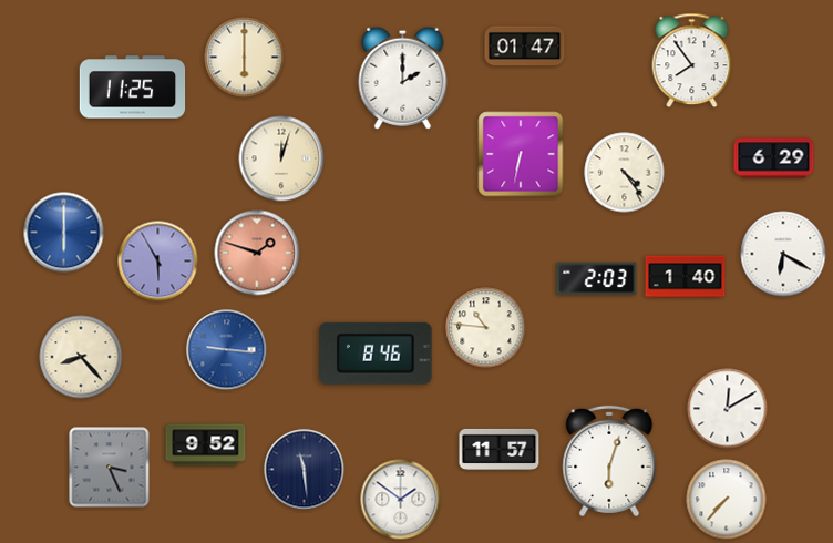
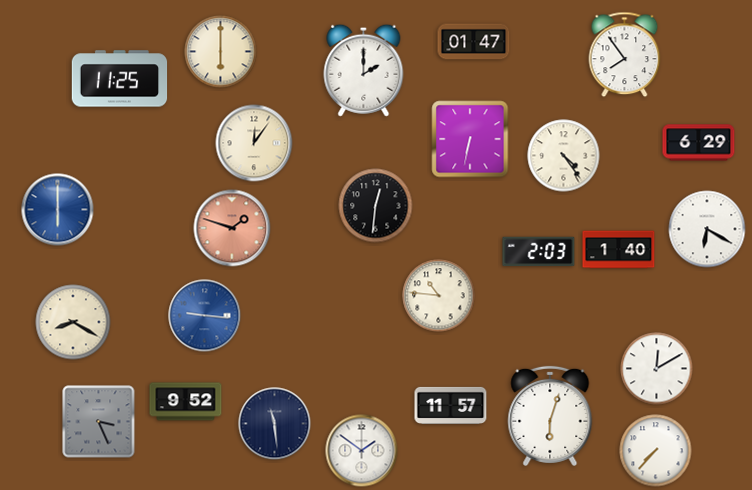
clock at (281, 158): 12:03 -> 12:06
clock at (376, 206): none -> 12:31
clock at (158, 262): 5:55 -> none
clock at (376, 354): 8:46 -> none
clock at (81, 357): 8:23 -> 8:20
